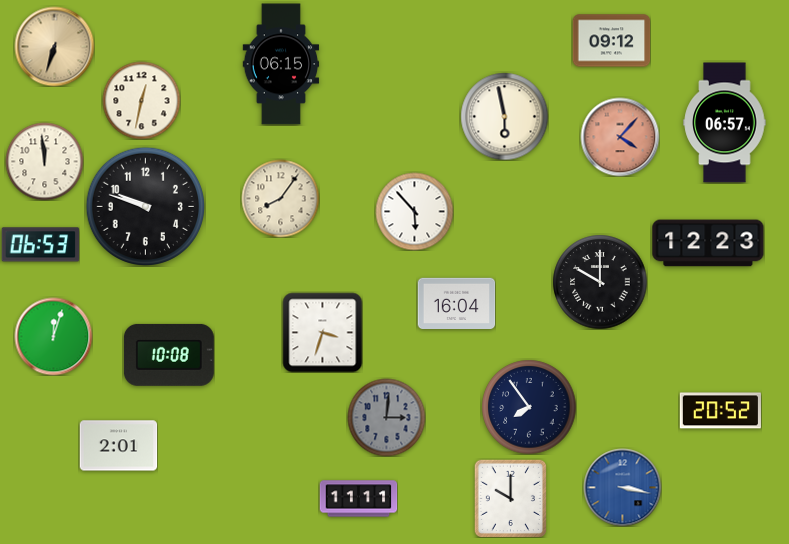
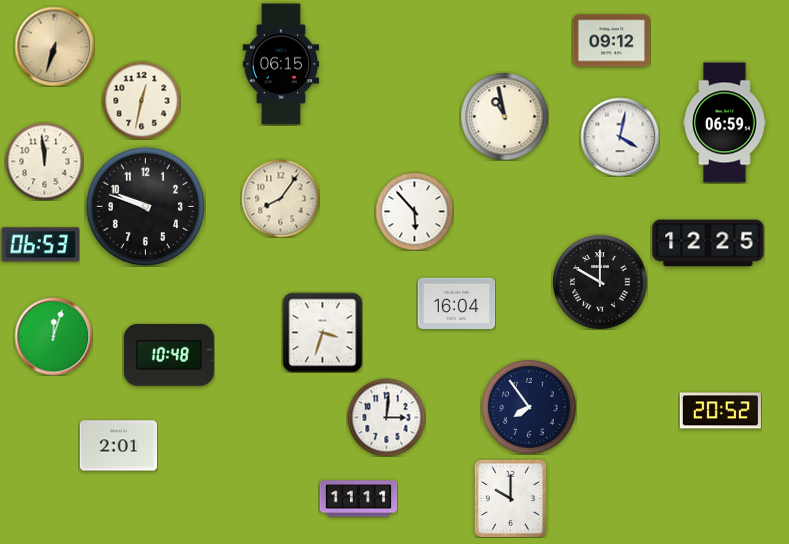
clock at (504, 116): 5:58 -> 10:58
clock at (725, 123): 06:57 -> 06:59
clock at (620, 137): 4:07 -> 4:02
clock at (620, 137) dial: salmon -> white
clock at (708, 243): 12:23 -> 12:25
clock at (169, 355): 10:08 -> 10:48
clock at (386, 417) dial: grey -> white
clock at (622, 487): 3:17 -> none
